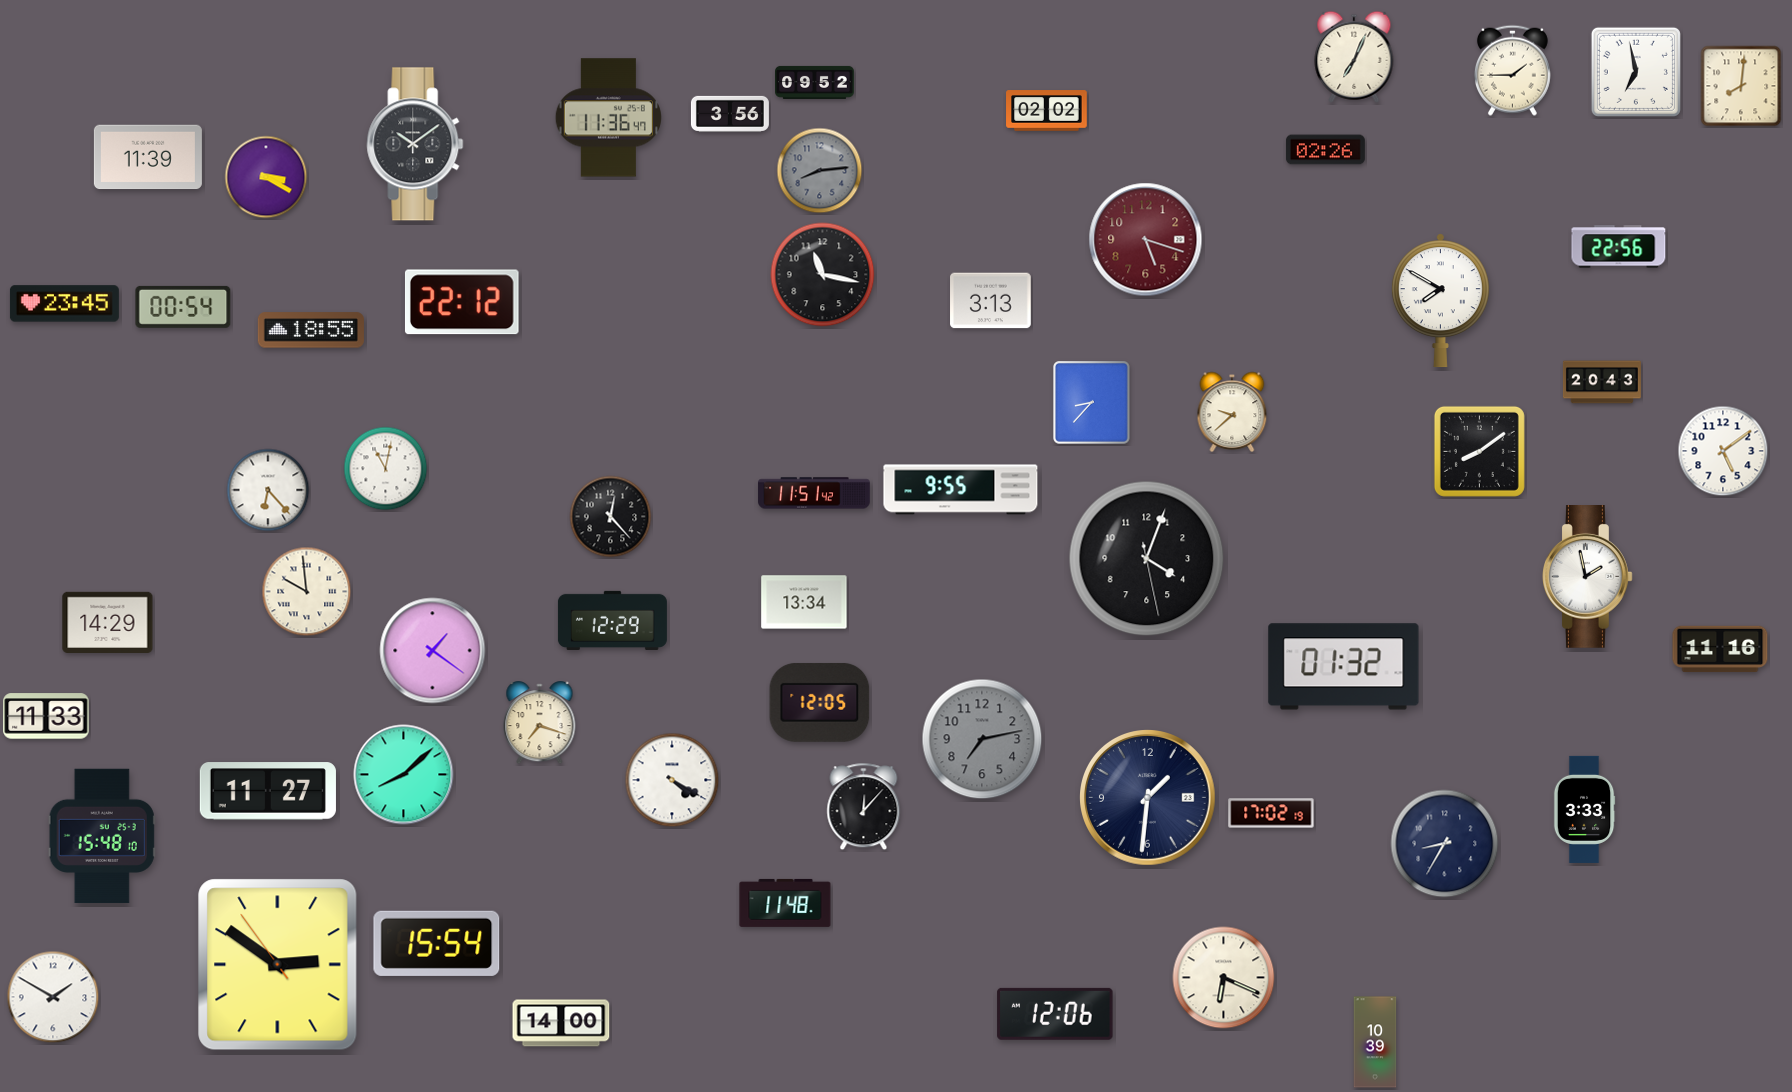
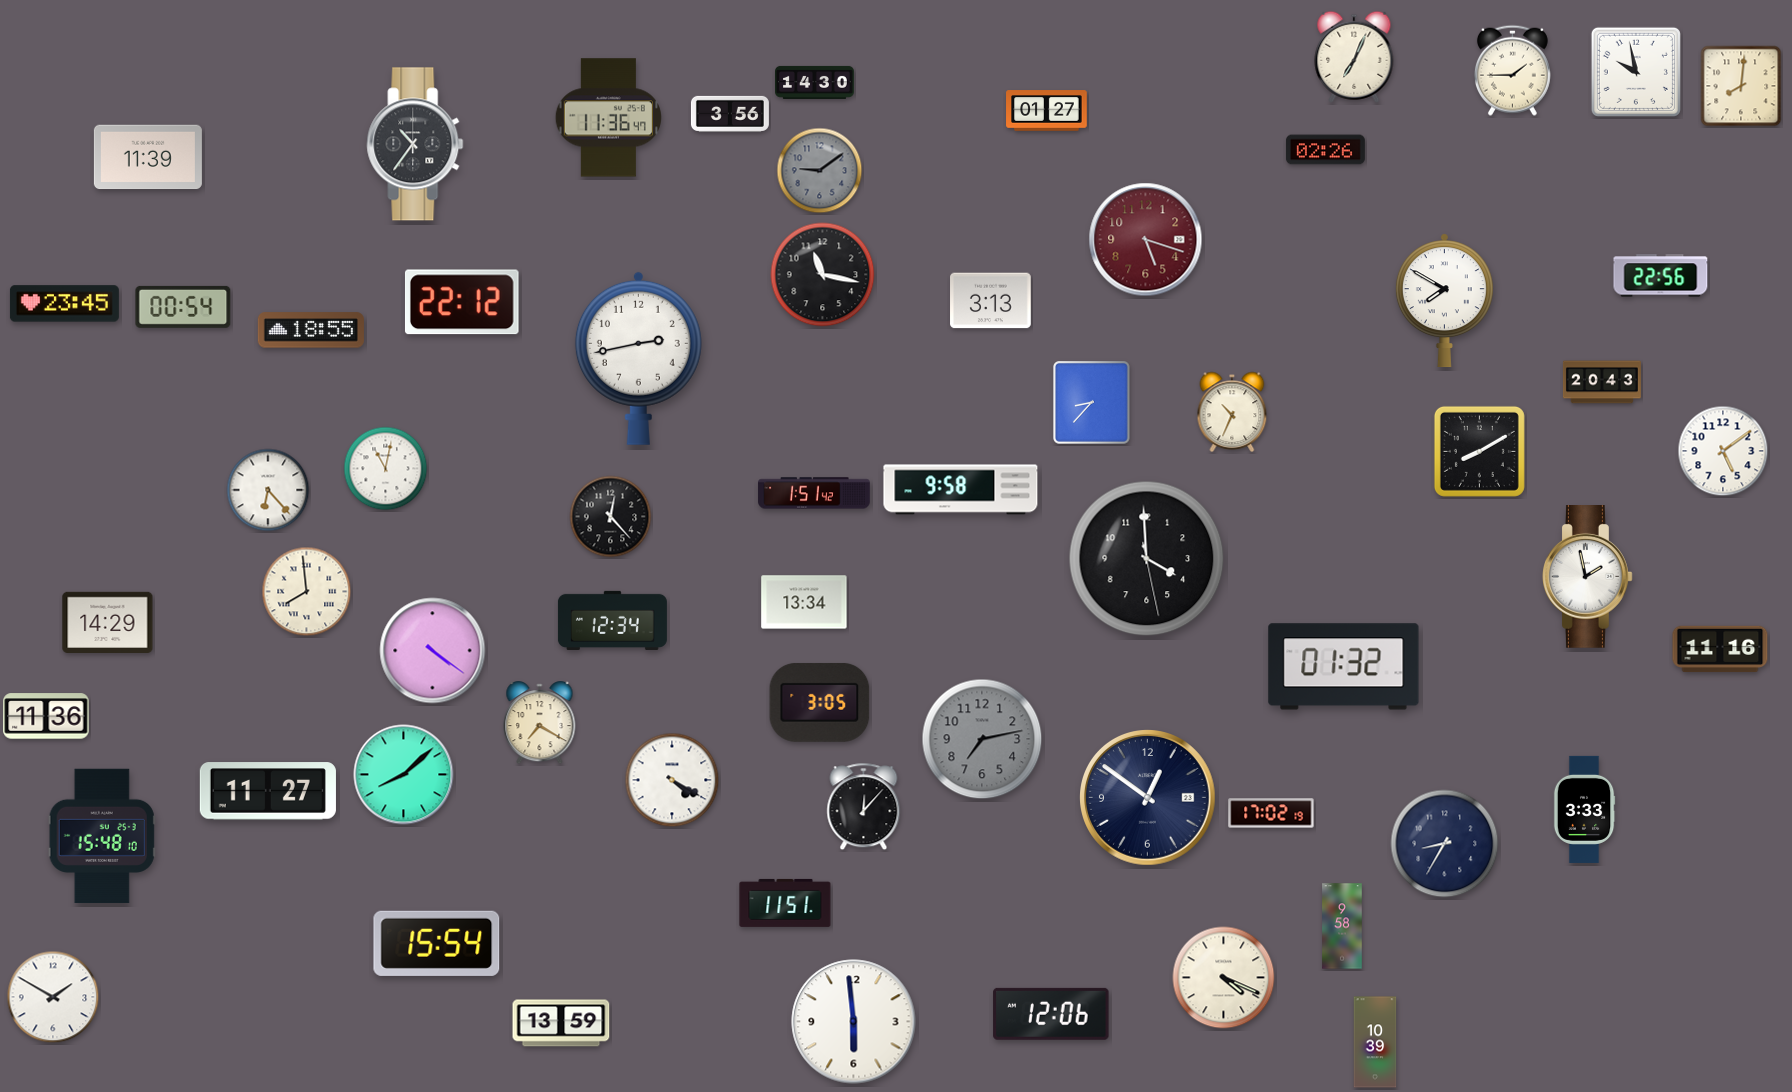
clock at (1636, 72): 6:58 -> 9:58
clock at (815, 82): 09:52 -> 14:30
clock at (1047, 111): 02:02 -> 01:27
clock at (415, 144): 10:09 -> 10:36
clock at (820, 171): 8:14 -> 9:09
clock at (266, 177): 3:20 -> none
clock at (1619, 247) position: (1619, 247) -> (1661, 276)
clock at (1440, 301) position: (1440, 301) -> (1444, 301)
clock at (638, 358): none -> 2:43
clock at (1232, 412): 9:38 -> 10:34
clock at (1479, 451): 8:09 -> 8:10
clock at (961, 490): 9:55 -> 9:58
clock at (814, 493): 11:51 -> 1:51
clock at (1147, 559): 4:03 -> 3:59
clock at (307, 592): 9:59 -> 7:59
clock at (612, 620): 12:29 -> 12:34
clock at (433, 651): 1:21 -> 4:21
clock at (820, 702): 12:05 -> 3:05
clock at (46, 716): 11:33 -> 11:36
clock at (540, 723): 7:18 -> 7:20
clock at (1148, 798): 1:31 -> 12:51
clock at (785, 903): 11:48 -> 11:51
clock at (1342, 926): none -> 9:58
clock at (278, 965): 2:50 -> none
clock at (1224, 978): 6:19 -> 4:19
clock at (1055, 1014) position: (1055, 1014) -> (1051, 1014)
clock at (854, 1022): none -> 5:59
clock at (561, 1023): 14:00 -> 13:59
